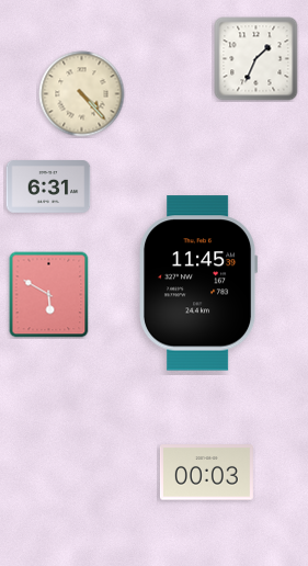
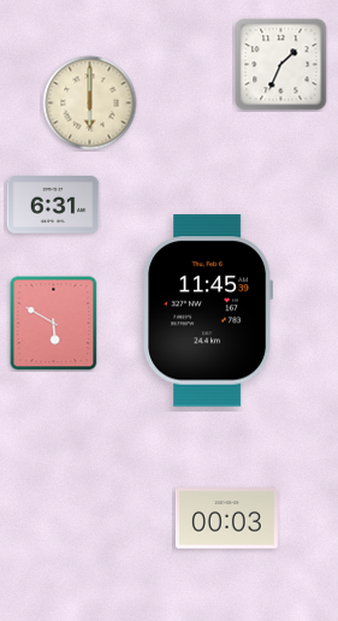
clock at (82, 94): 4:23 -> 6:00
clock at (199, 283) position: (199, 283) -> (209, 310)
